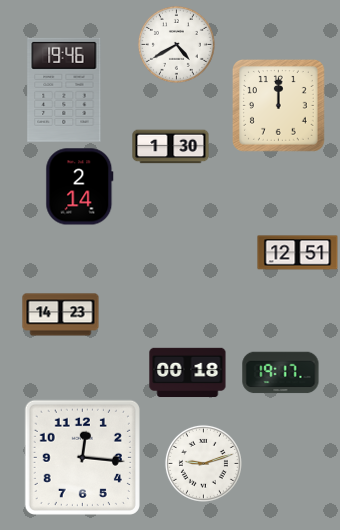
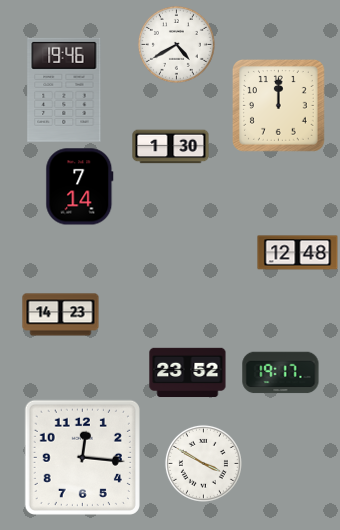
clock at (80, 187): 2:14 -> 7:14
clock at (298, 253): 12:51 -> 12:48
clock at (188, 373): 00:18 -> 23:52
clock at (203, 463): 9:12 -> 3:50
